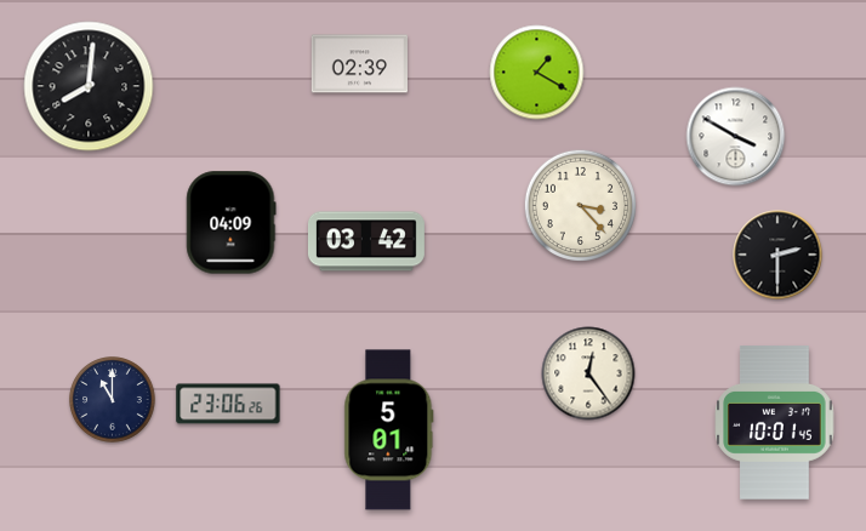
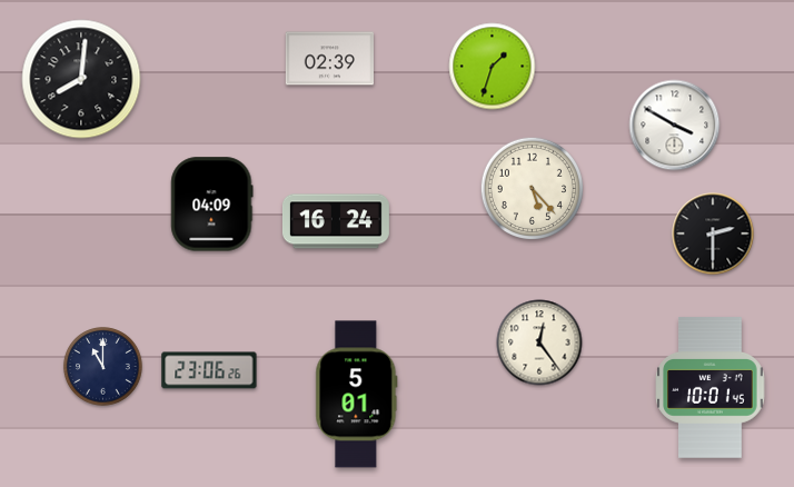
clock at (537, 73): 1:20 -> 1:33
clock at (580, 205): 3:23 -> 5:23
clock at (366, 241): 03:42 -> 16:24
